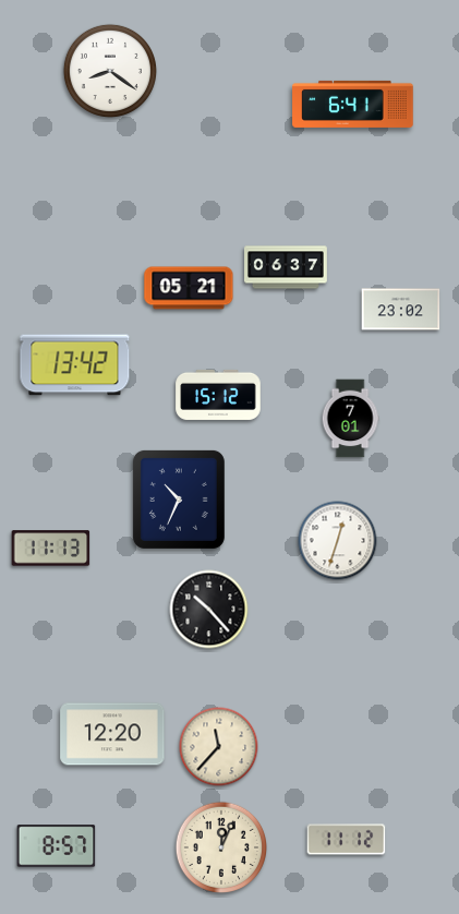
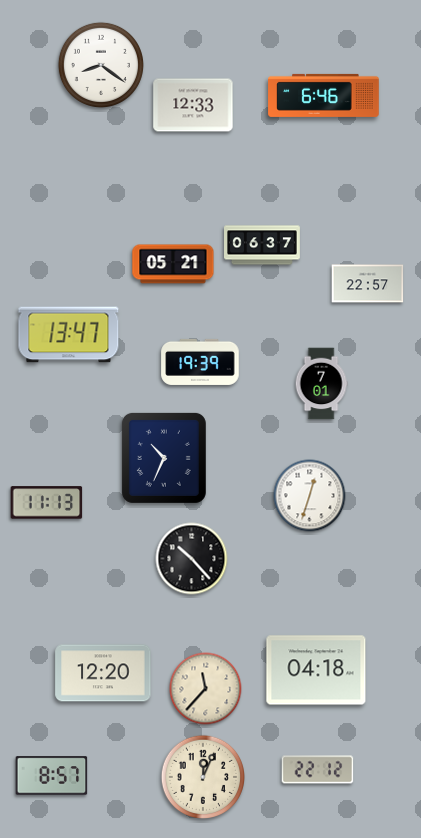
clock at (353, 104): 6:41 -> 6:46
clock at (193, 105): none -> 12:33
clock at (401, 310): 23:02 -> 22:57
clock at (75, 365): 13:42 -> 13:47
clock at (218, 395): 15:12 -> 19:39
clock at (316, 670): none -> 04:18
clock at (219, 747) position: (219, 747) -> (206, 689)
clock at (347, 840): 11:12 -> 22:12
